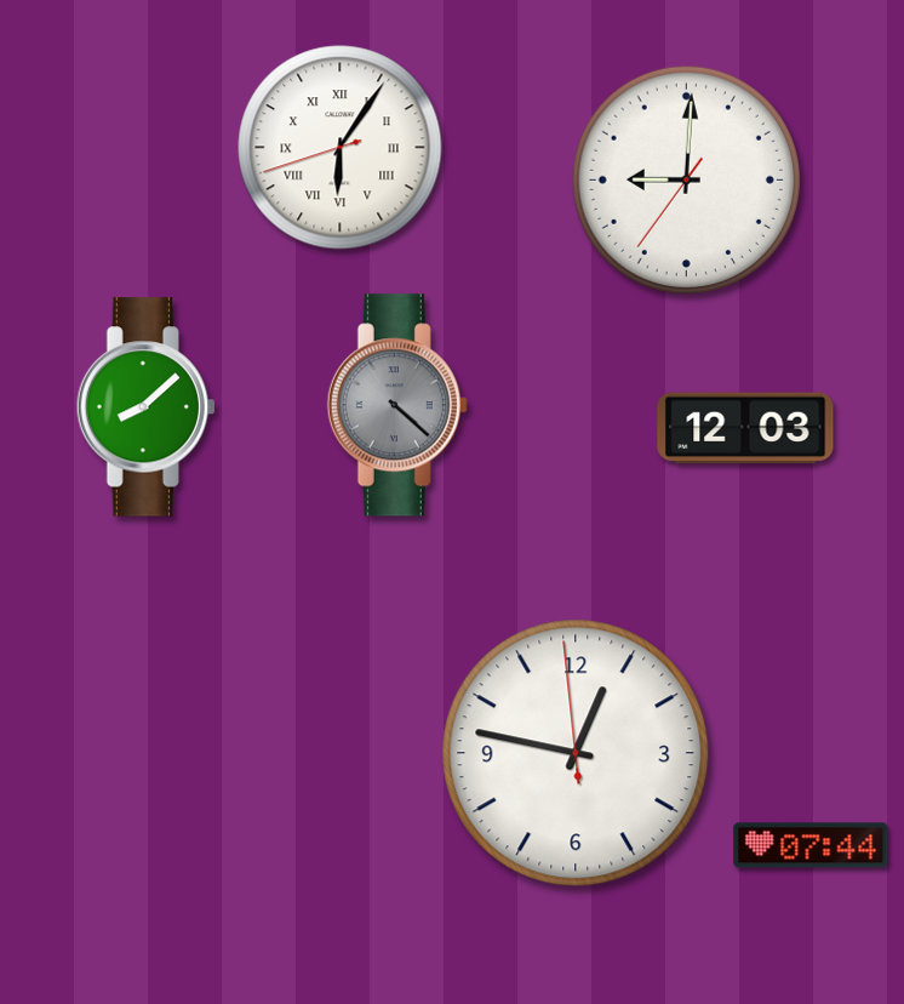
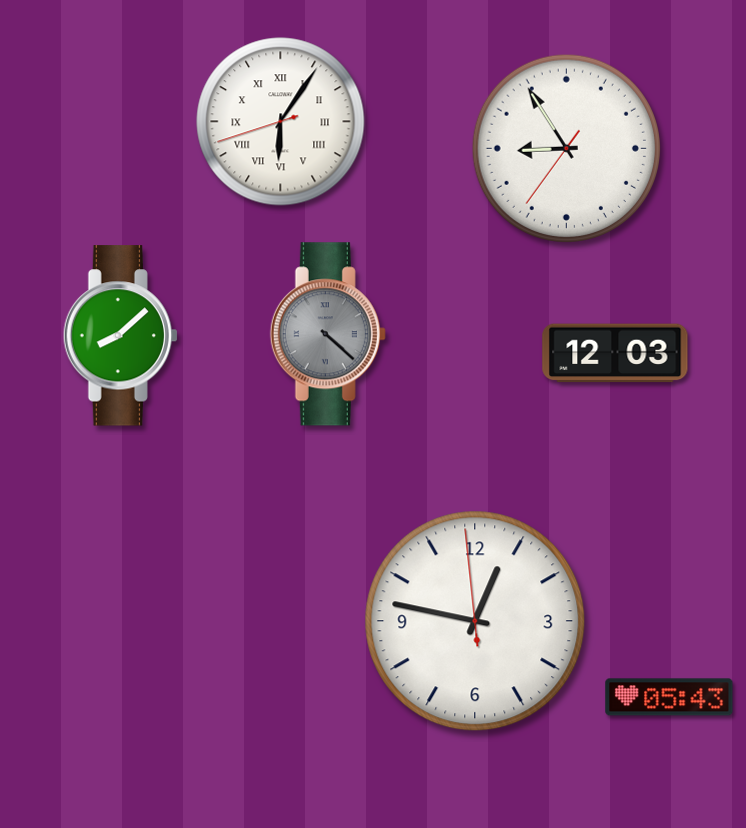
clock at (686, 179): 9:00 -> 8:54
clock at (811, 845): 07:44 -> 05:43
